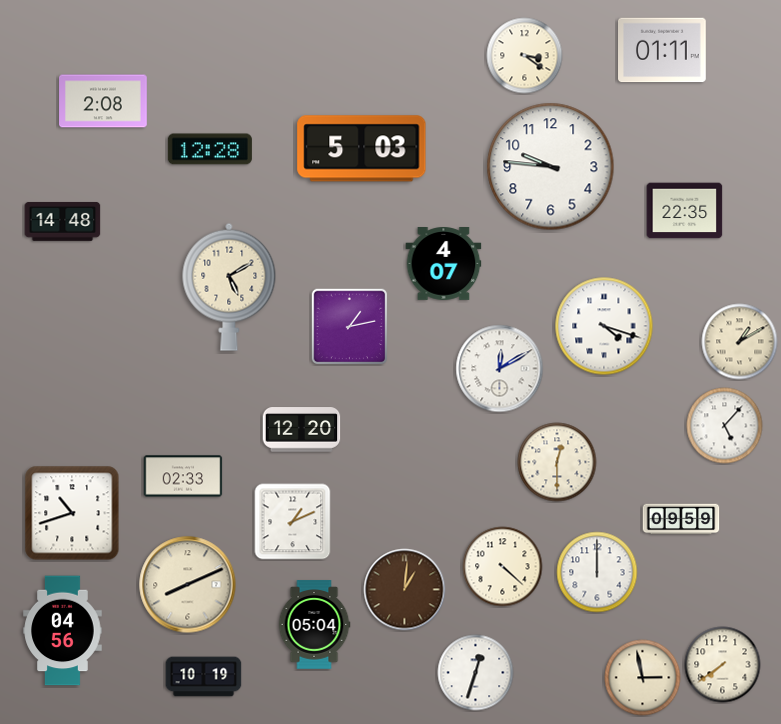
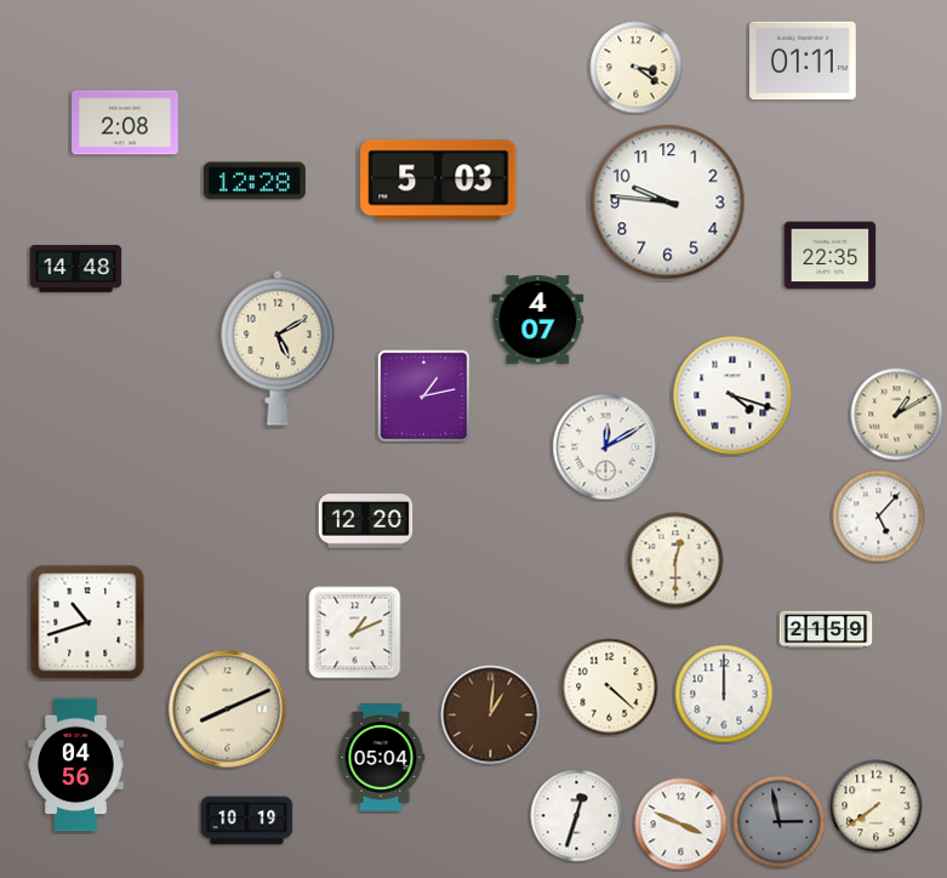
clock at (183, 476): 02:33 -> none
clock at (681, 519): 09:59 -> 21:59
clock at (643, 678) dial: cream -> grey
clock at (681, 825): none -> 3:49
